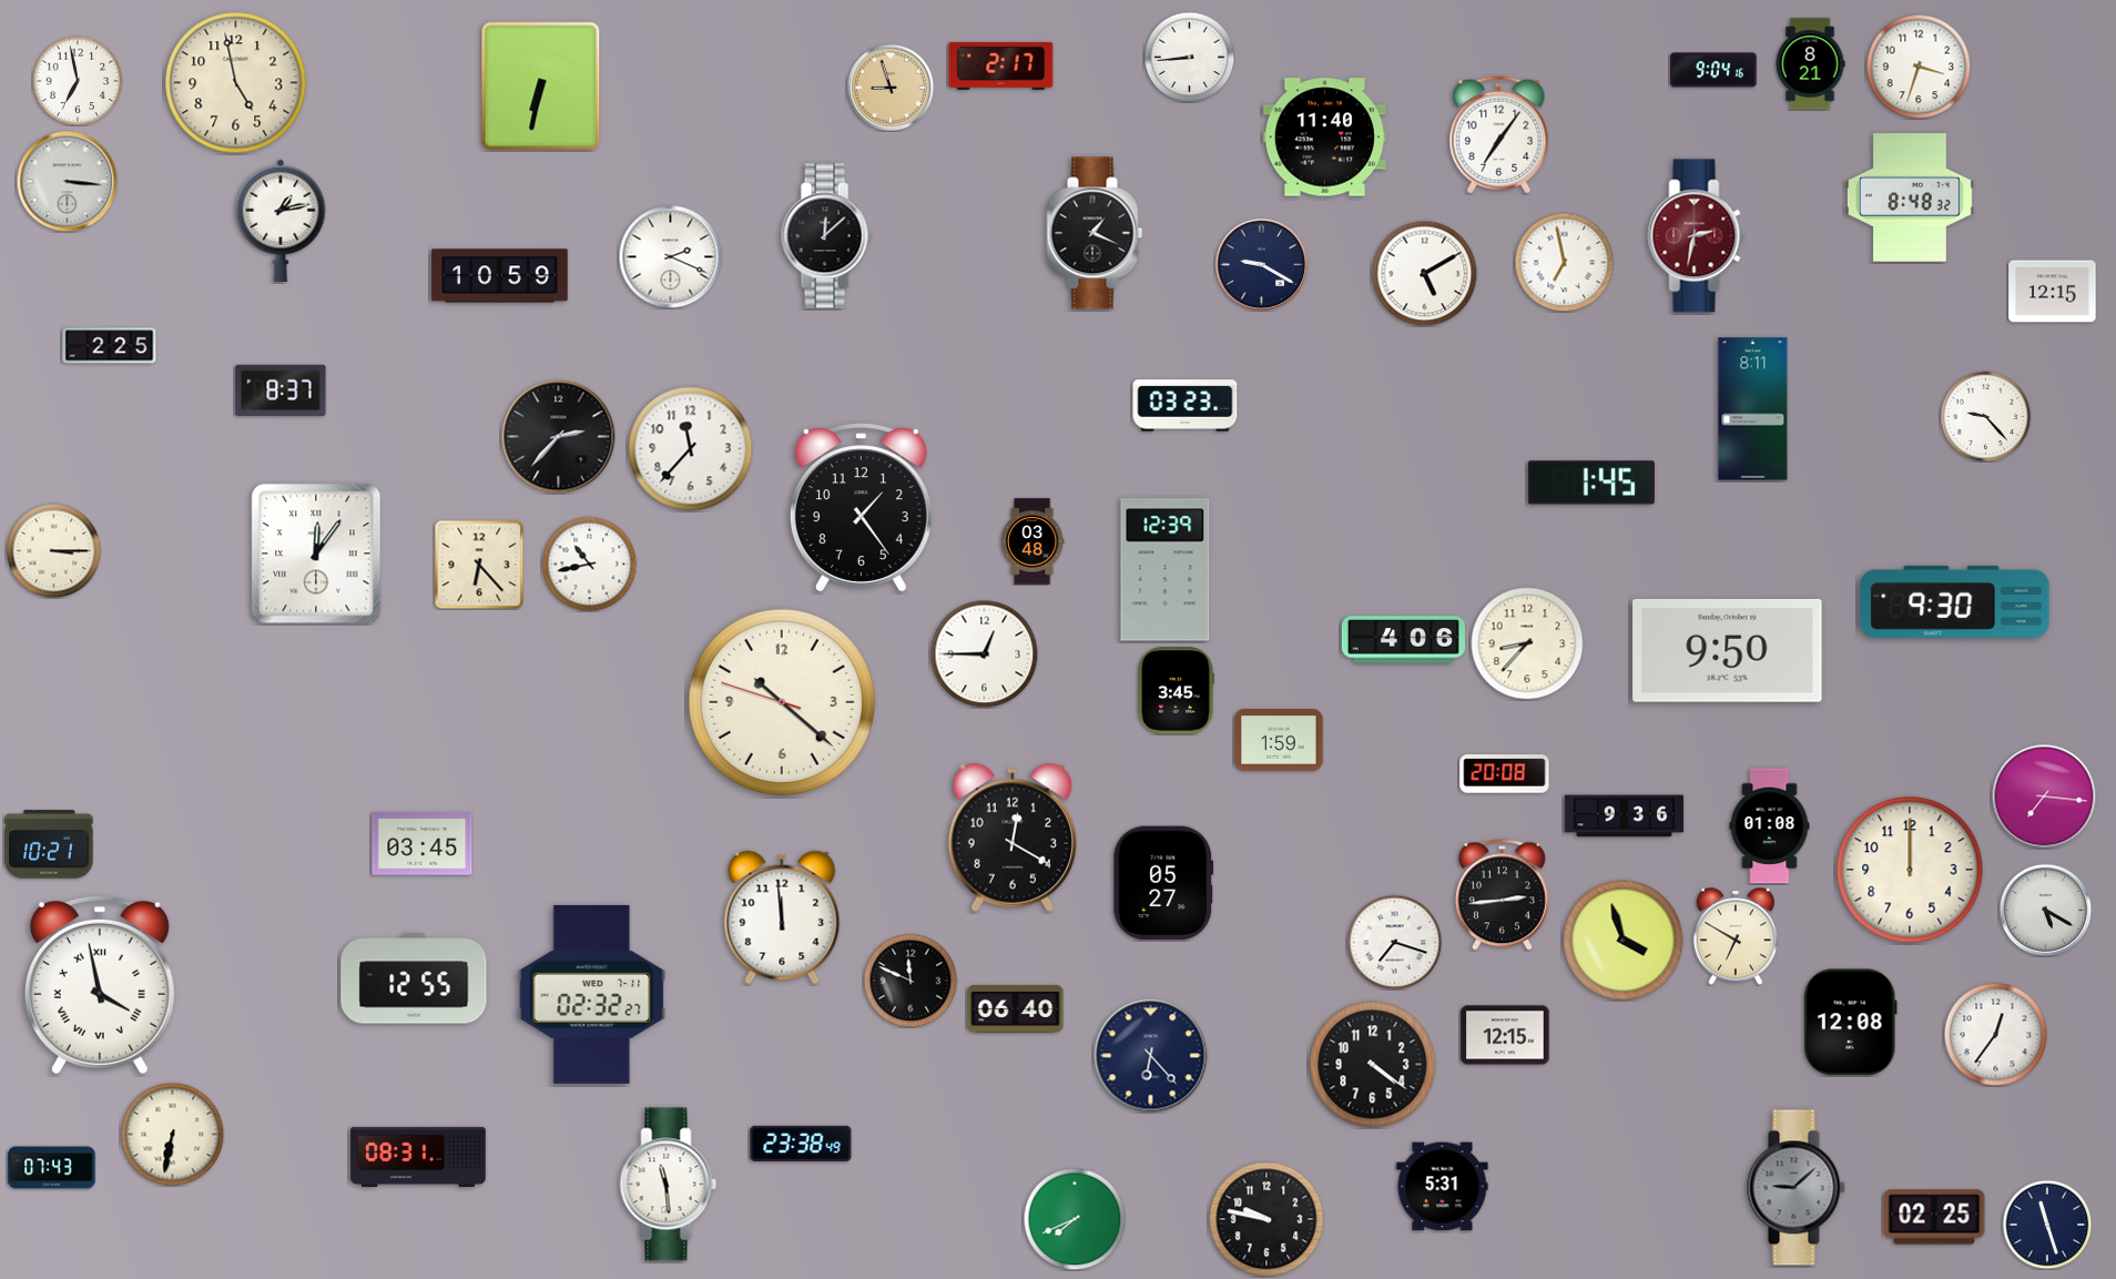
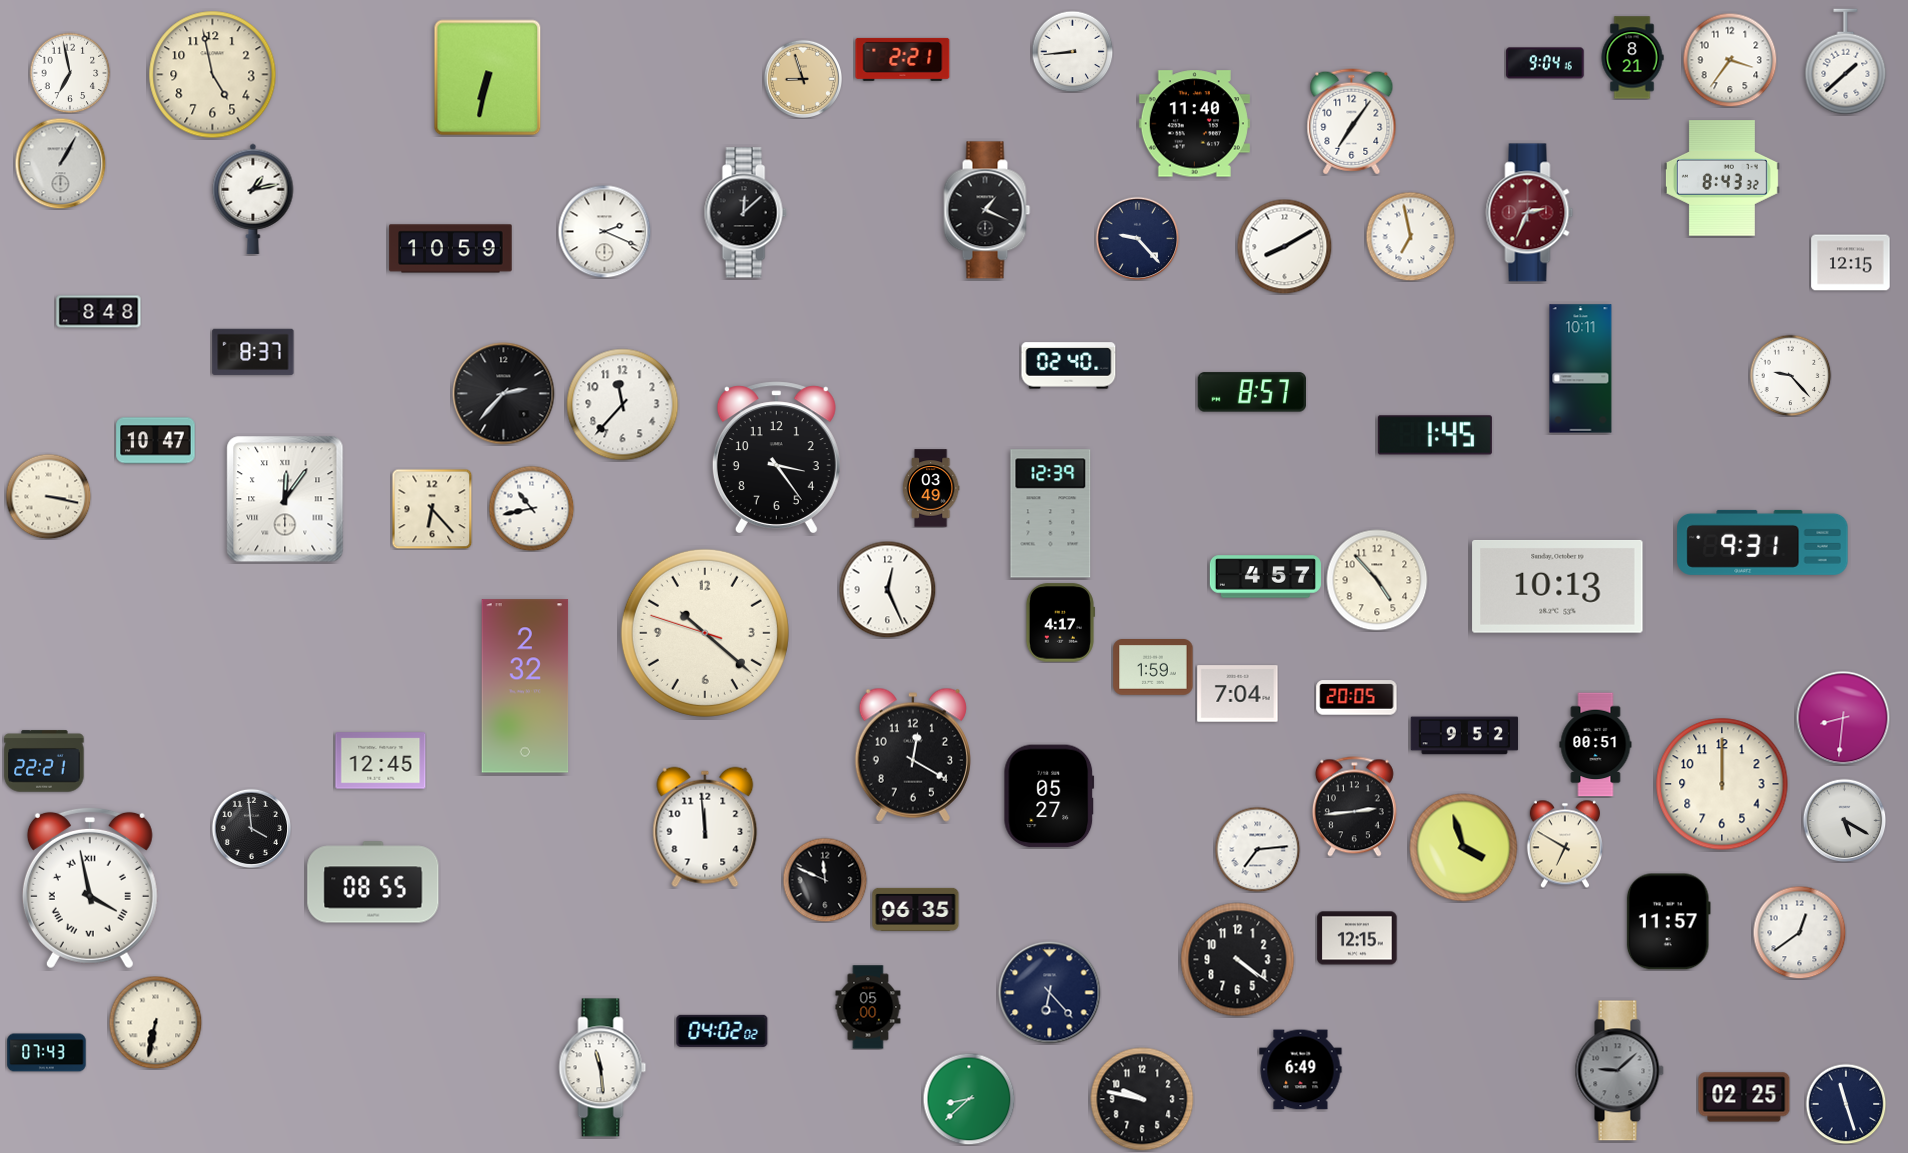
clock at (1001, 65): 2:17 -> 2:21
clock at (1919, 67): 3:33 -> 3:36
clock at (1846, 62): none -> 1:38
clock at (67, 181): 3:16 -> 1:05
clock at (1910, 197): 8:48 -> 8:43
clock at (1697, 236): 2:32 -> 2:34
clock at (1261, 264): 9:20 -> 9:23
clock at (1424, 273): 5:10 -> 8:10
clock at (110, 346): 2:25 -> 8:48
clock at (1186, 406): 03:23 -> 02:40
clock at (1753, 409): 8:11 -> 10:11
clock at (1251, 392): none -> 8:57
clock at (156, 441): none -> 10:47
clock at (861, 508): 1:24 -> 3:24
clock at (1032, 541): 03:48 -> 03:49
clock at (53, 550): 3:15 -> 3:17
clock at (1955, 601): 9:30 -> 9:31
clock at (1403, 640): 4:06 -> 4:57
clock at (1527, 643): 8:37 -> 4:53
clock at (1728, 650): 9:50 -> 10:13
clock at (984, 653): 12:45 -> 12:26
clock at (1176, 691): 3:45 -> 4:17
clock at (525, 686): none -> 2:32
clock at (1238, 694): none -> 7:04
clock at (1505, 774): 20:08 -> 20:05
clock at (2044, 796): 7:16 -> 8:31
clock at (1625, 816): 9:36 -> 9:52
clock at (1770, 826): 01:08 -> 00:51
clock at (49, 844): 10:21 -> 22:21
clock at (423, 844): 03:45 -> 12:45
clock at (251, 828): none -> 3:59
clock at (1394, 942): 7:18 -> 7:14
clock at (414, 978): 12:55 -> 08:55
clock at (911, 981) position: (911, 981) -> (825, 880)
clock at (592, 994): 02:32 -> none
clock at (1016, 1008): 06:40 -> 06:35
clock at (1850, 1023): 12:08 -> 11:57
clock at (1995, 1034): 12:36 -> 12:39
clock at (1505, 1035) position: (1505, 1035) -> (1357, 938)
clock at (1151, 1056) position: (1151, 1056) -> (1050, 993)
clock at (868, 1007): none -> 05:00
clock at (801, 1144): 23:38 -> 04:02
clock at (418, 1157): 08:31 -> none
clock at (1443, 1187): 5:31 -> 6:49
clock at (1075, 1219): 7:41 -> 8:38
